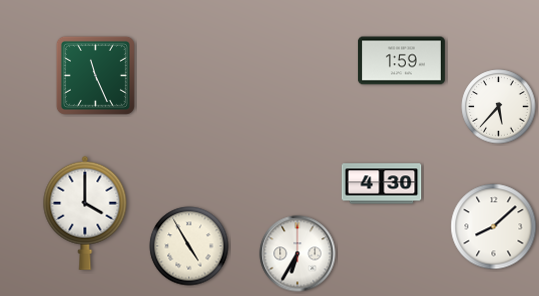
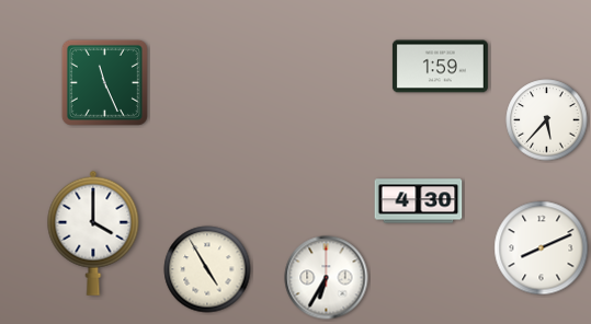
clock at (499, 107) position: (499, 107) -> (547, 120)
clock at (494, 227): 8:08 -> 8:11
